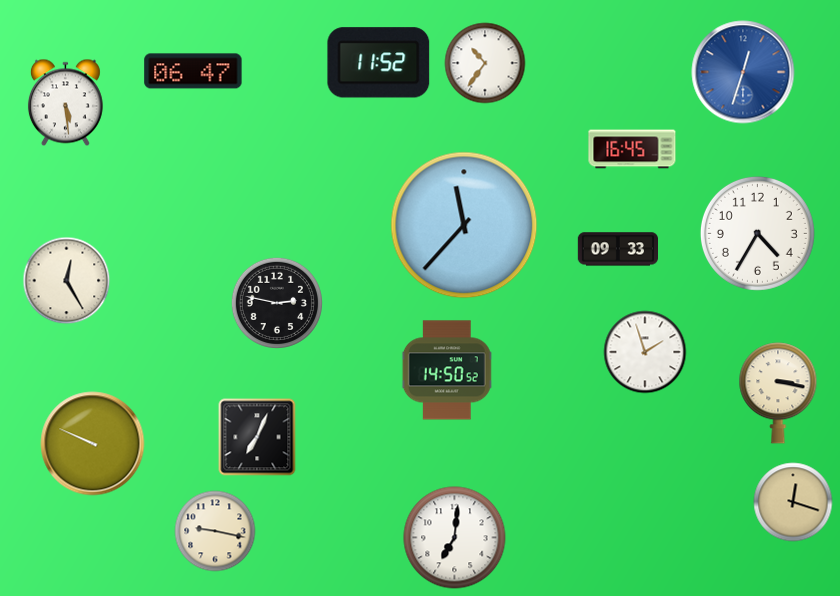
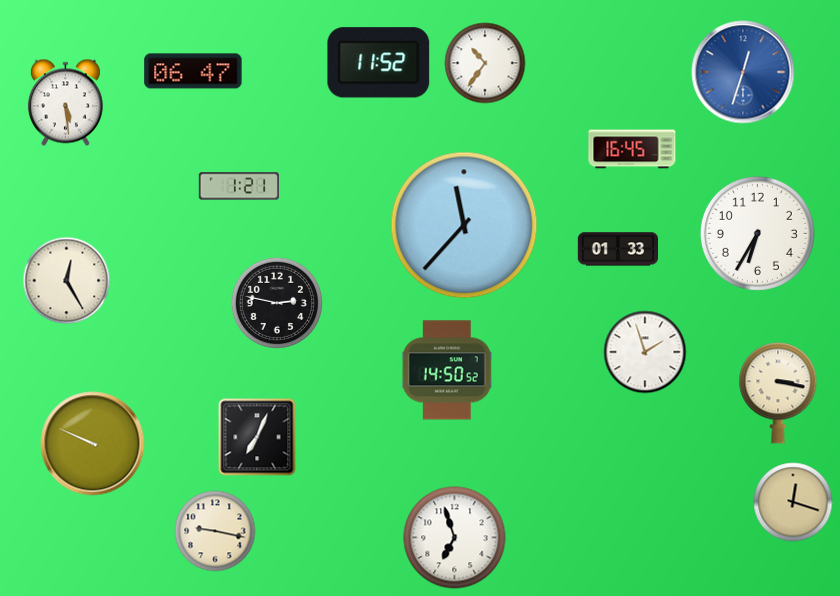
clock at (239, 186): none -> 1:21
clock at (757, 233): 4:35 -> 6:35
clock at (617, 249): 09:33 -> 01:33
clock at (455, 538): 7:01 -> 6:57
